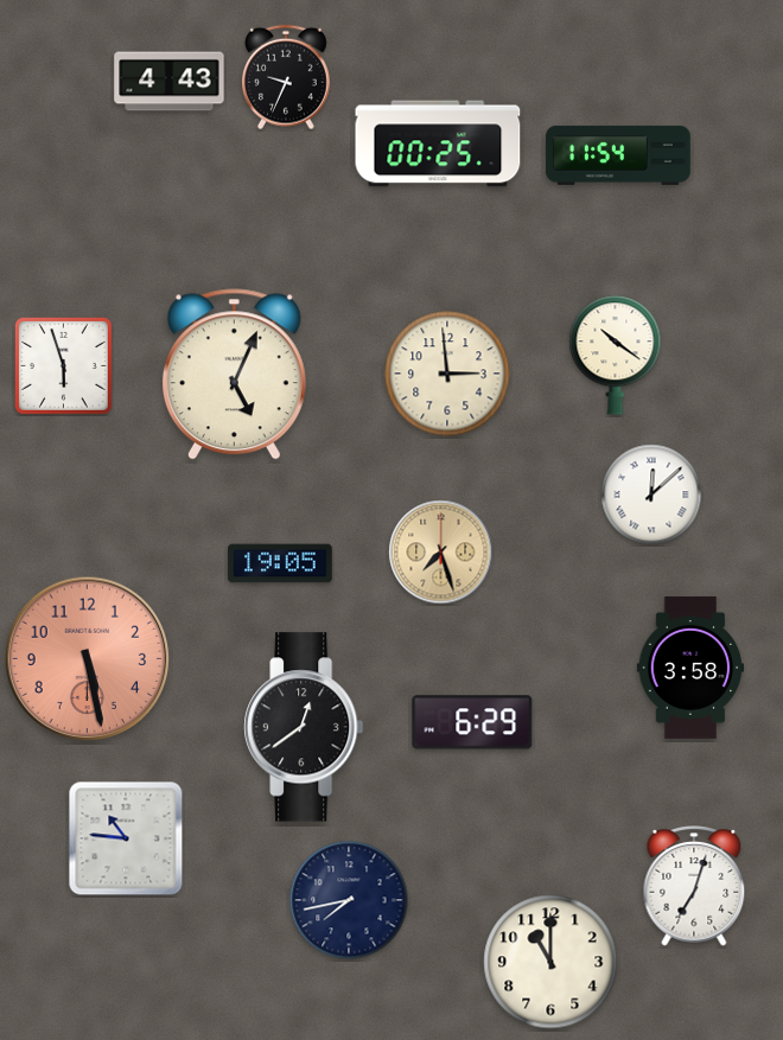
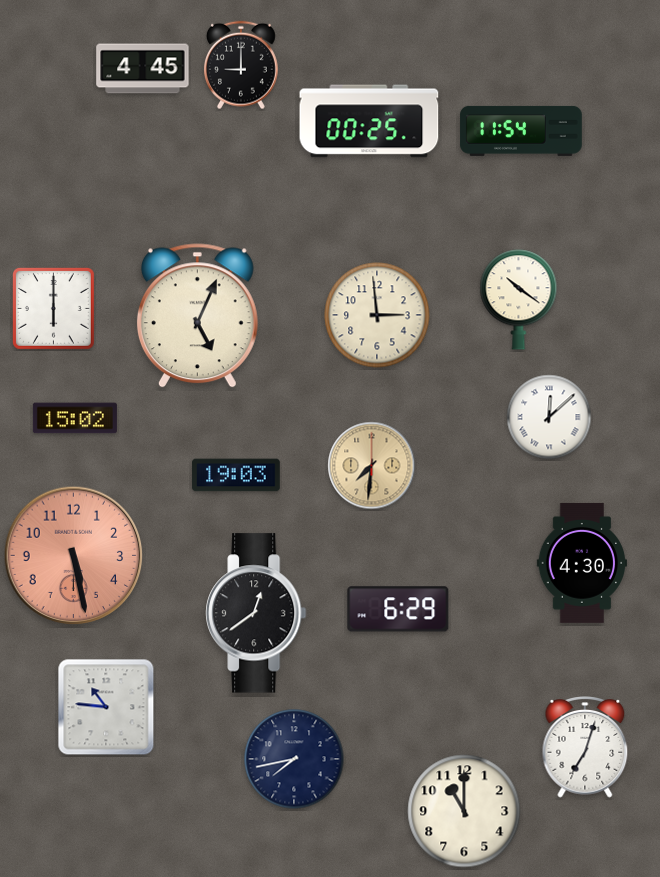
clock at (286, 77): 9:34 -> 9:00
clock at (170, 82): 4:43 -> 4:45
clock at (64, 366): 5:57 -> 6:00
clock at (75, 418): none -> 15:02
clock at (441, 553): 7:27 -> 7:31
clock at (280, 563): 19:05 -> 19:03
clock at (689, 668): 3:58 -> 4:30
